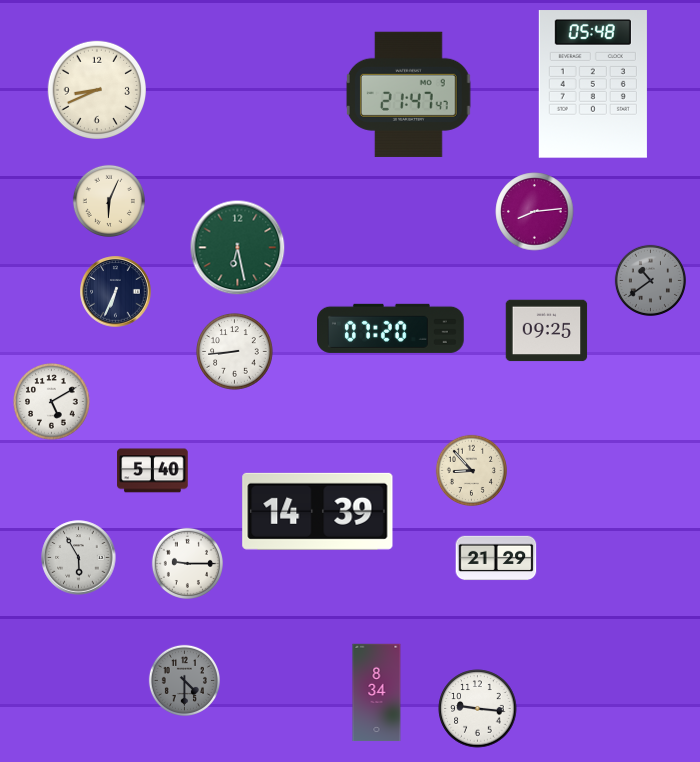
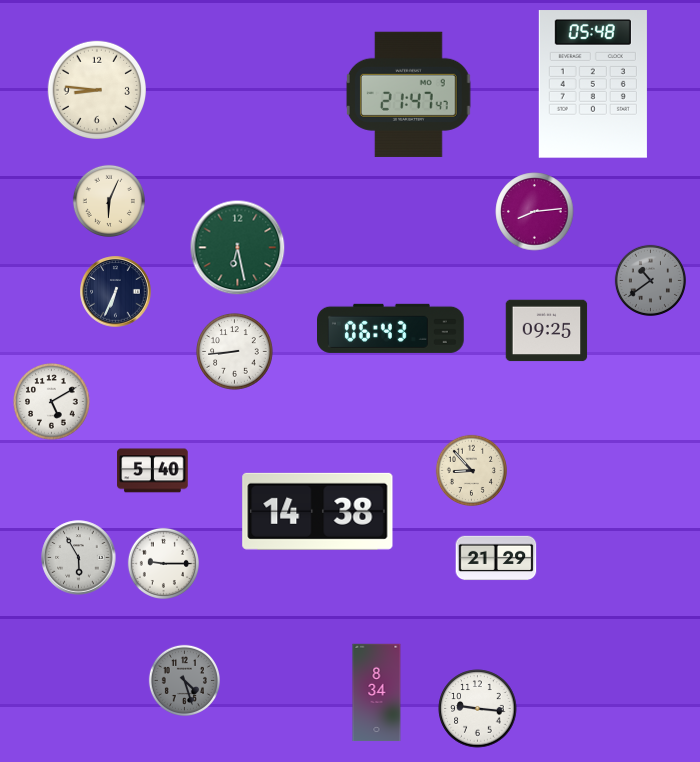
clock at (96, 89): 8:41 -> 8:46
clock at (391, 328): 07:20 -> 06:43
clock at (318, 511): 14:39 -> 14:38
clock at (187, 563) position: (187, 563) -> (163, 563)
clock at (184, 680): 4:30 -> 4:27
